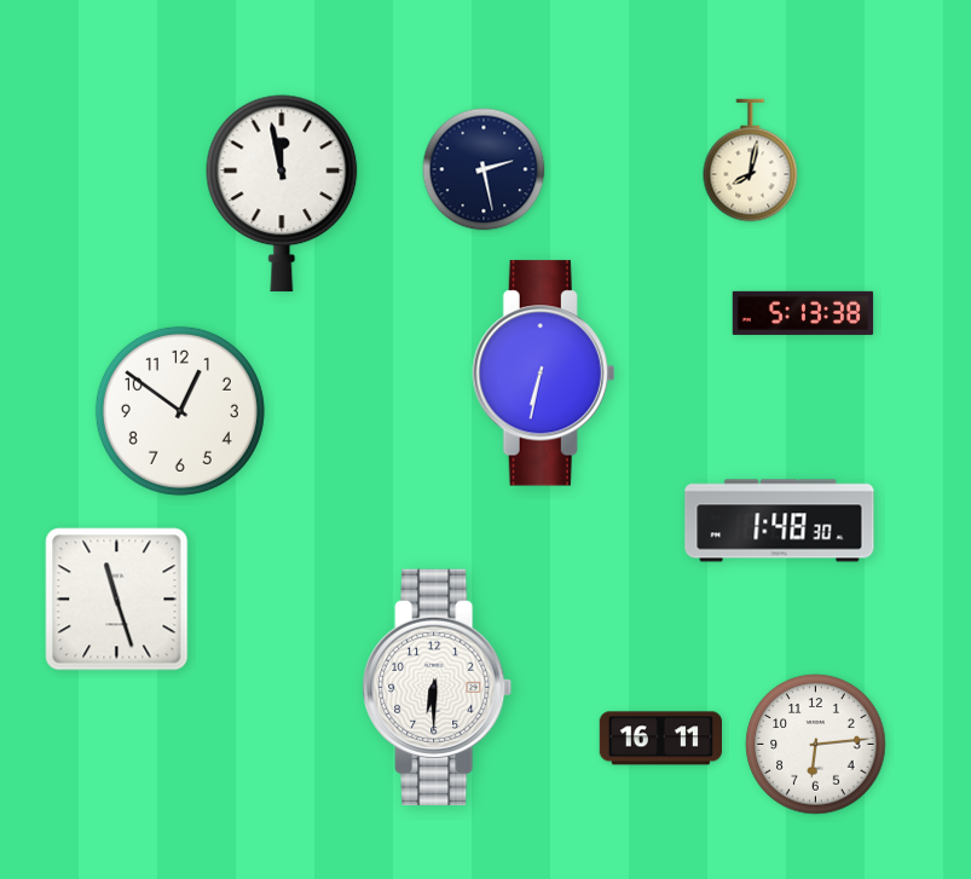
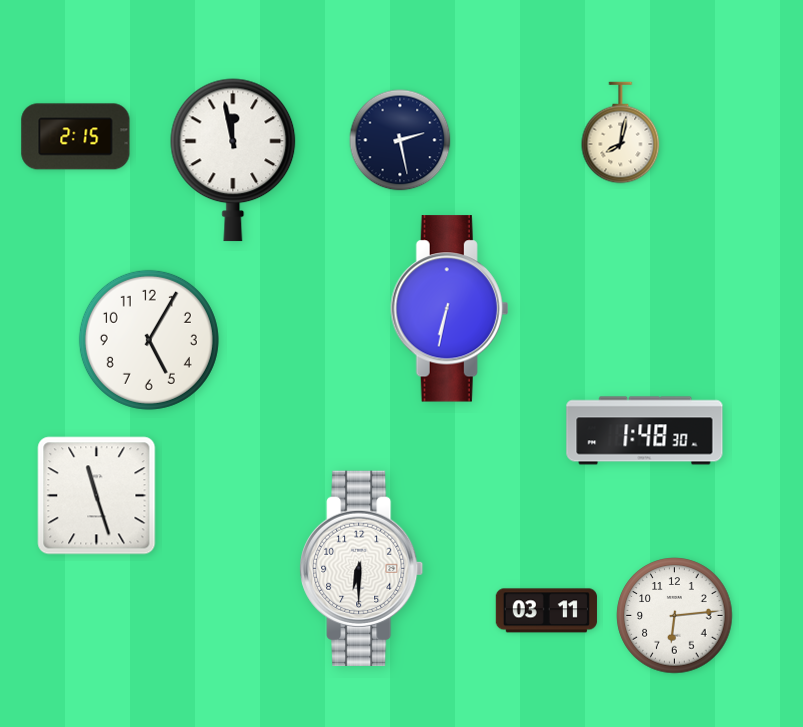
clock at (76, 137): none -> 2:15
clock at (803, 313): 5:13 -> none
clock at (180, 411): 12:51 -> 5:05
clock at (660, 739): 16:11 -> 03:11
